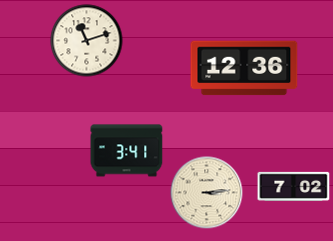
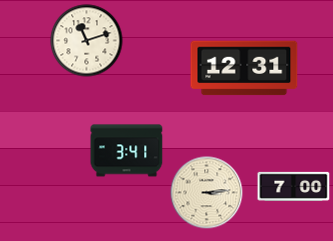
clock at (244, 68): 12:36 -> 12:31
clock at (294, 186): 7:02 -> 7:00
